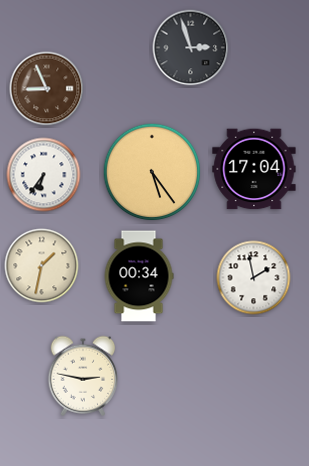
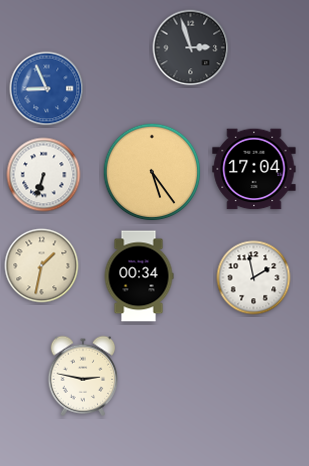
clock at (47, 89) dial: brown -> blue
clock at (44, 175): 6:36 -> 6:33
